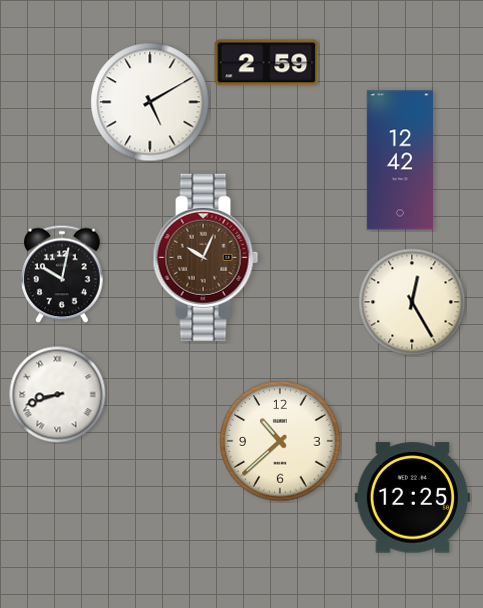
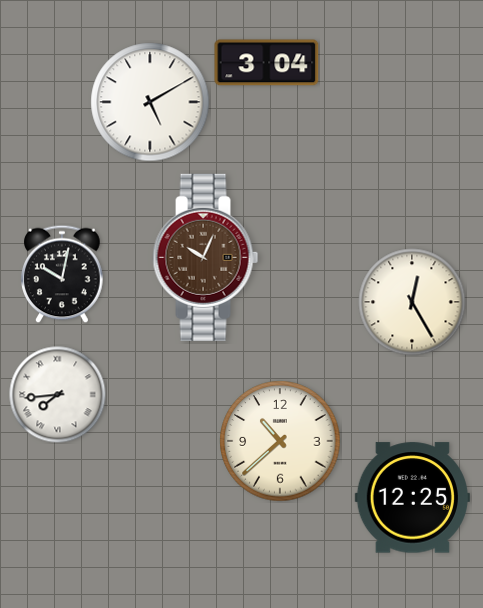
clock at (267, 63): 2:59 -> 3:04
clock at (399, 160): 12:42 -> none
clock at (57, 394): 8:42 -> 7:44
